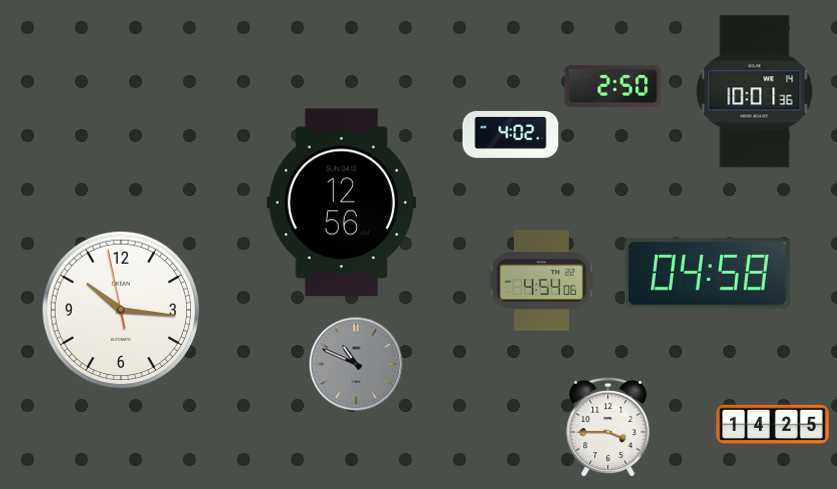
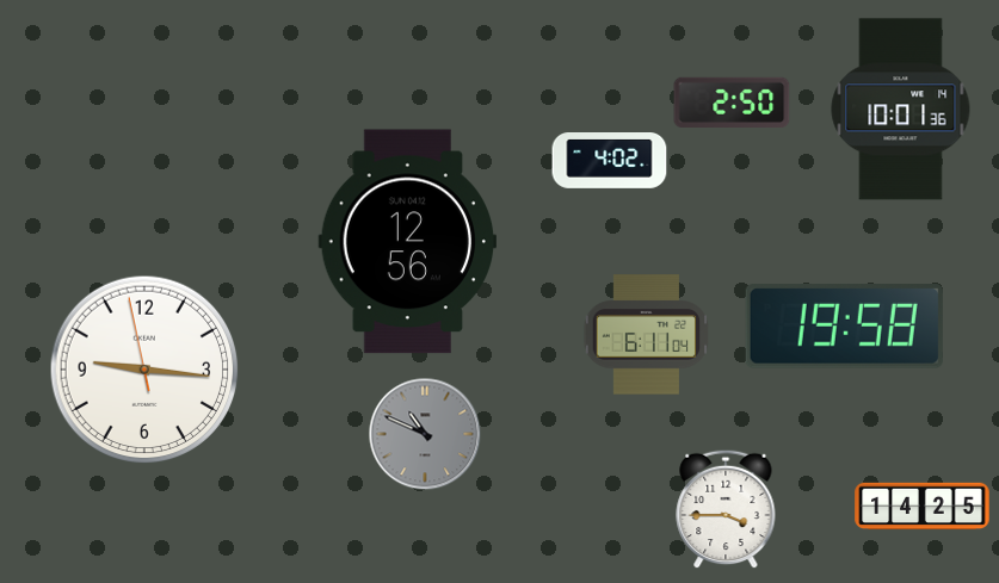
clock at (707, 274): 04:58 -> 19:58
clock at (541, 281): 4:54 -> 6:11
clock at (121, 310): 10:15 -> 9:15
